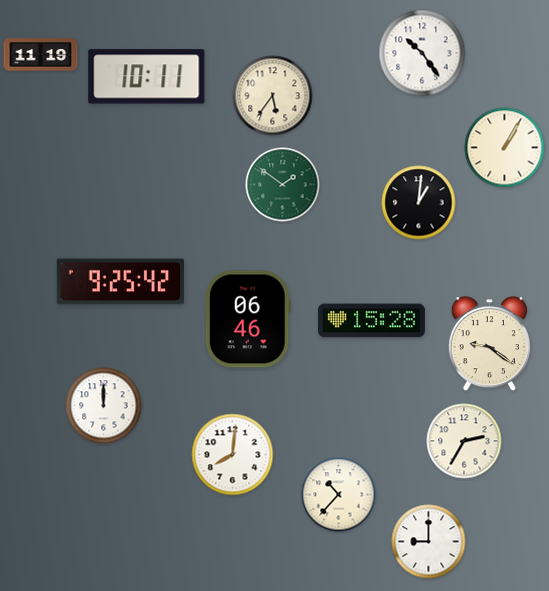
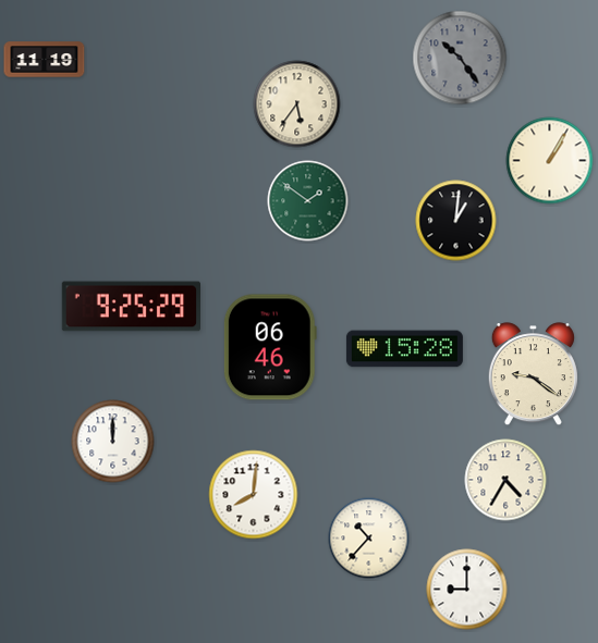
clock at (422, 53) dial: white -> grey
clock at (147, 77): 10:11 -> none
clock at (120, 282): 9:25:42 -> 9:25:29
clock at (464, 441): 2:35 -> 4:35
